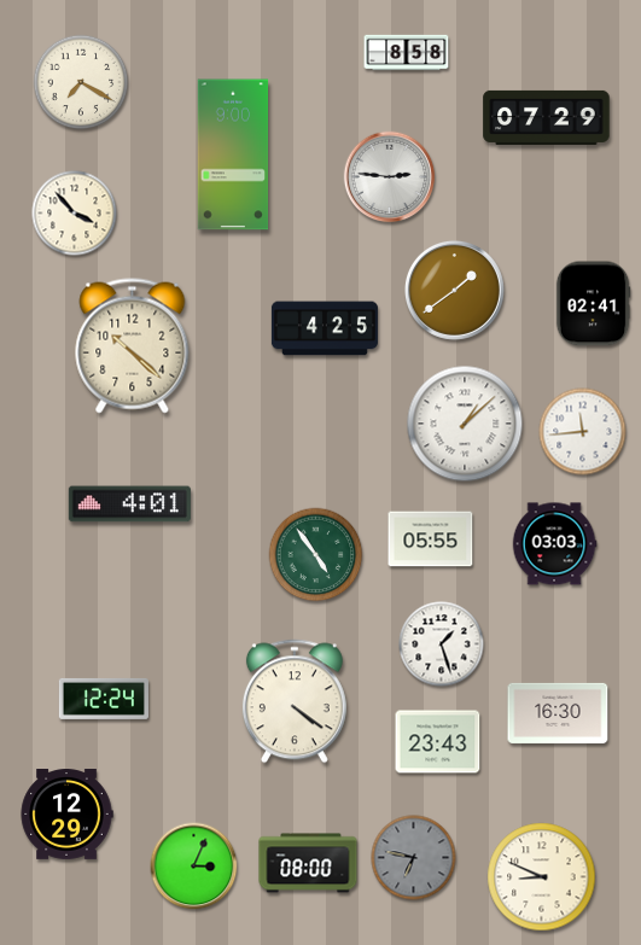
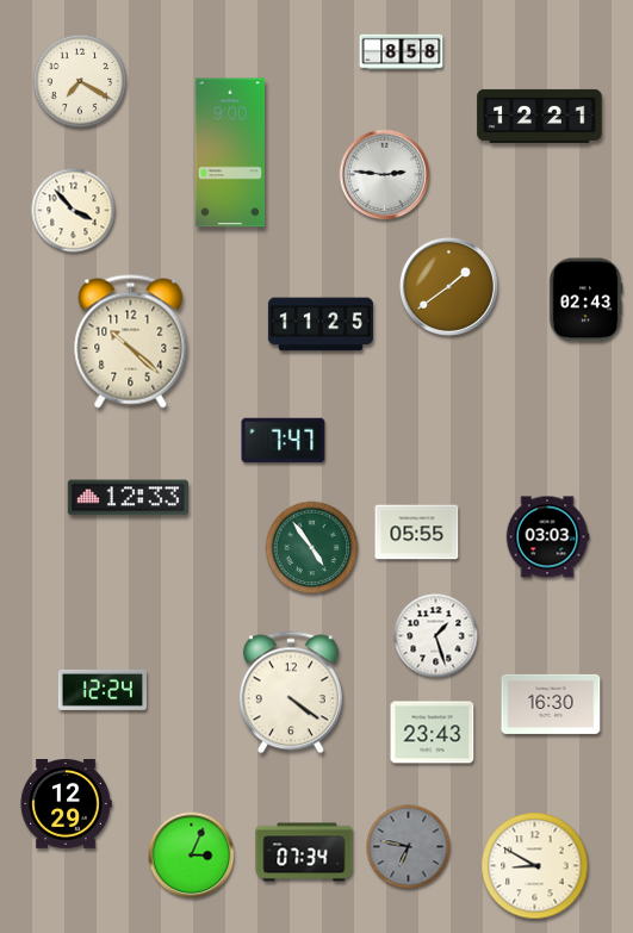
clock at (547, 117): 07:29 -> 12:21
clock at (593, 304): 02:41 -> 02:43
clock at (325, 328): 4:25 -> 11:25
clock at (465, 424): 1:08 -> none
clock at (583, 432): 11:44 -> none
clock at (284, 441): none -> 7:47
clock at (129, 504): 4:01 -> 12:33
clock at (431, 539) position: (431, 539) -> (417, 533)
clock at (308, 863): 08:00 -> 07:34
clock at (542, 877): 8:49 -> 8:50
